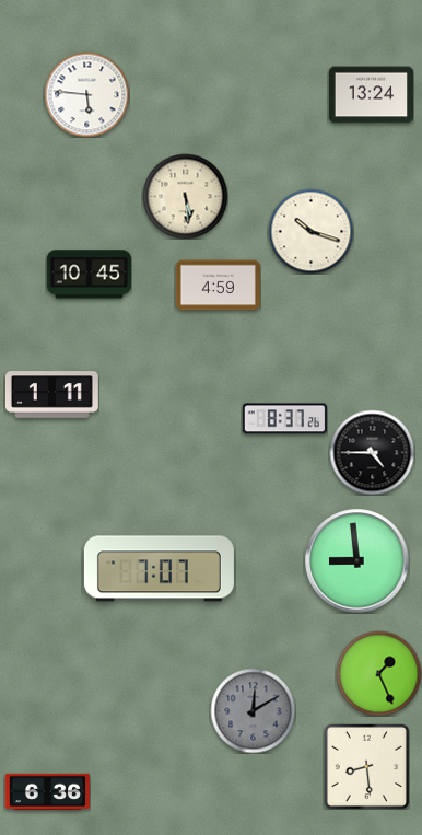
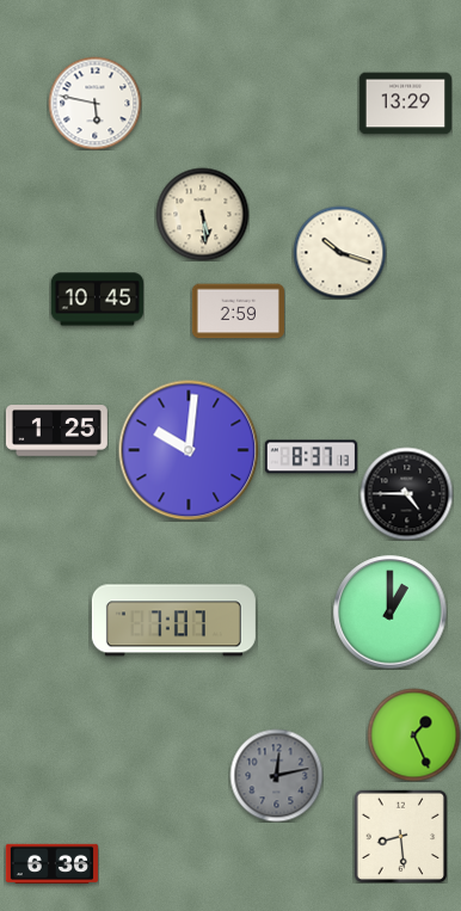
clock at (86, 94): 5:46 -> 5:47
clock at (371, 95): 13:24 -> 13:29
clock at (218, 286): 4:59 -> 2:59
clock at (51, 395): 1:11 -> 1:25
clock at (189, 450): none -> 10:01
clock at (284, 419): 8:37:26 -> 8:37:13
clock at (357, 561): 8:59 -> 1:00
clock at (253, 710): 12:10 -> 12:13
